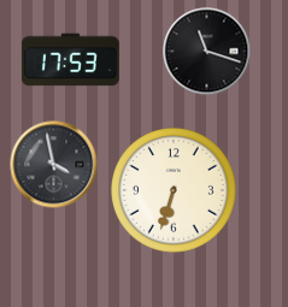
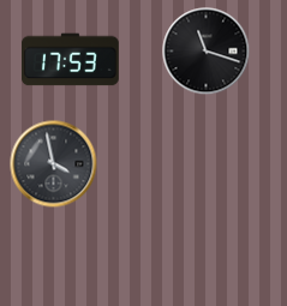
clock at (174, 190): 6:33 -> none
